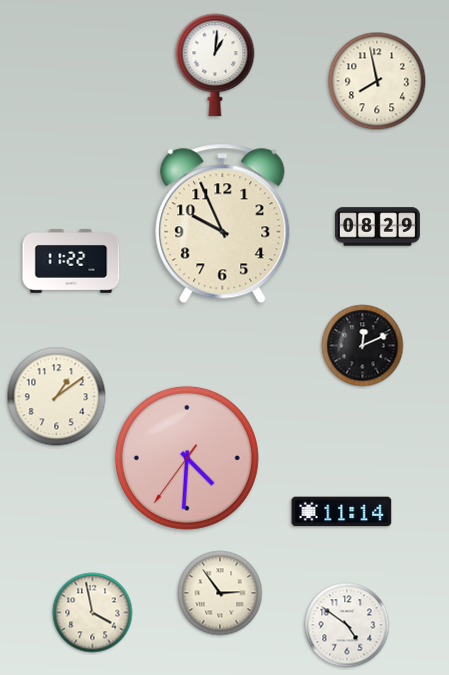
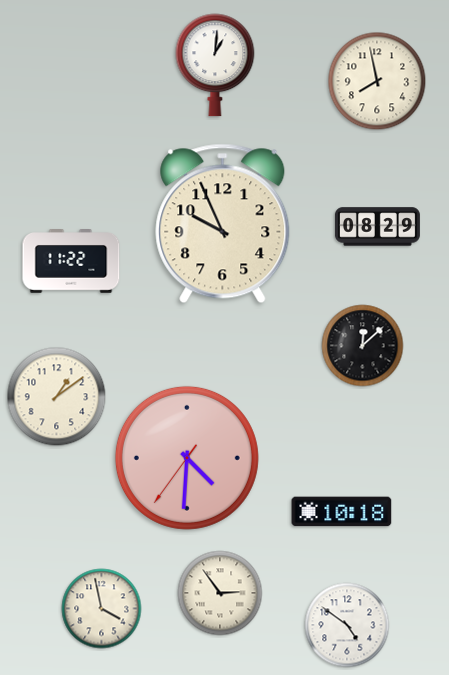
clock at (363, 346): 12:11 -> 12:08
clock at (342, 512): 11:14 -> 10:18
clock at (93, 613) position: (93, 613) -> (102, 609)
